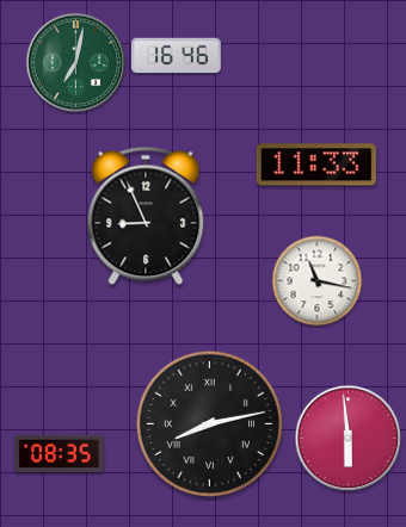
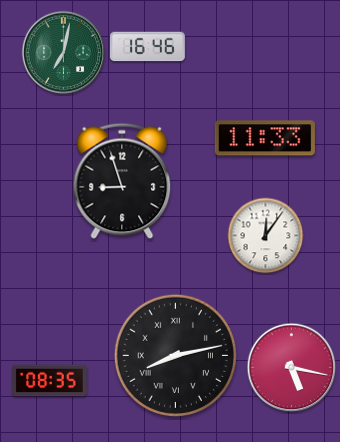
clock at (146, 216): 8:56 -> 8:57
clock at (318, 281): 11:17 -> 12:06
clock at (349, 439): 5:59 -> 5:17
